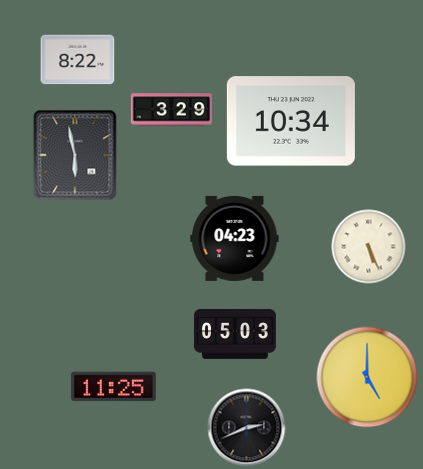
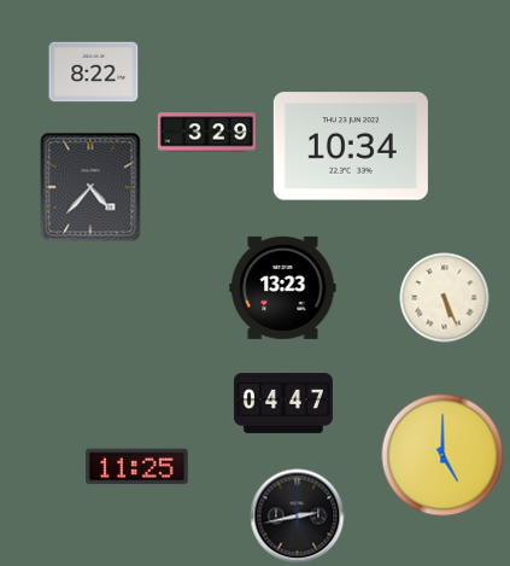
clock at (75, 155): 5:58 -> 4:37
clock at (235, 238): 04:23 -> 13:23
clock at (235, 334): 05:03 -> 04:47
clock at (247, 428): 2:41 -> 2:43
